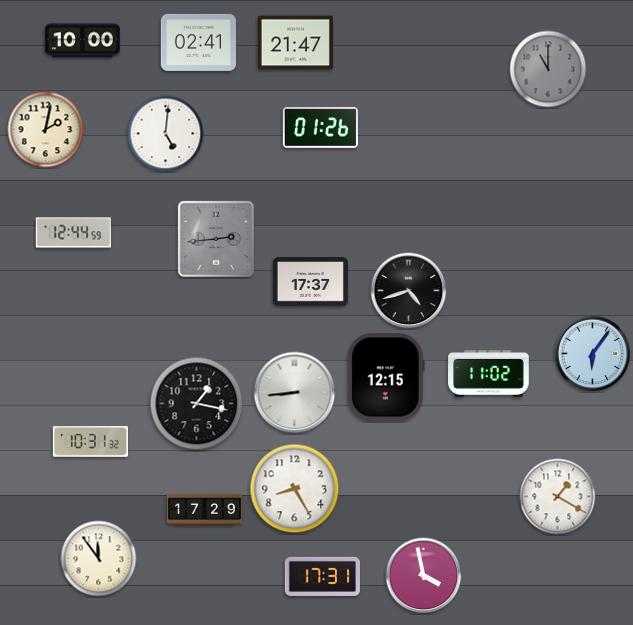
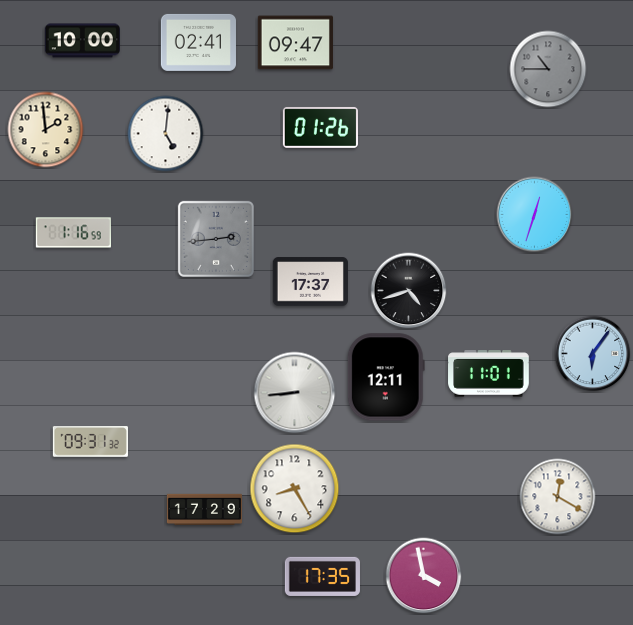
clock at (295, 43): 21:47 -> 09:47
clock at (548, 69): 11:00 -> 10:45
clock at (46, 130): 2:02 -> 1:59
clock at (535, 215): none -> 12:33
clock at (73, 233): 12:44 -> 1:16
clock at (489, 374): 11:02 -> 11:01
clock at (386, 377): 12:15 -> 12:11
clock at (197, 404): 1:17 -> none
clock at (90, 442): 10:31 -> 09:31
clock at (558, 497): 1:20 -> 12:20
clock at (99, 559): 11:54 -> none
clock at (322, 576): 17:31 -> 17:35
